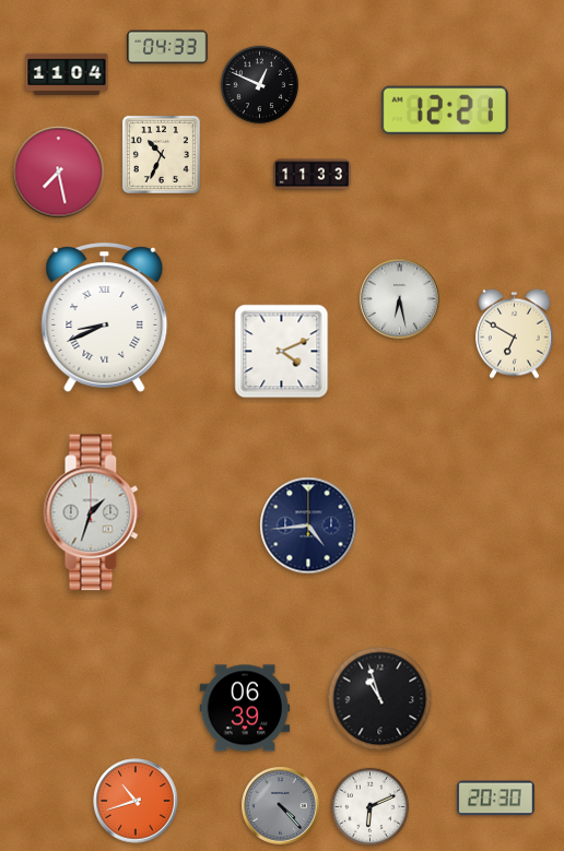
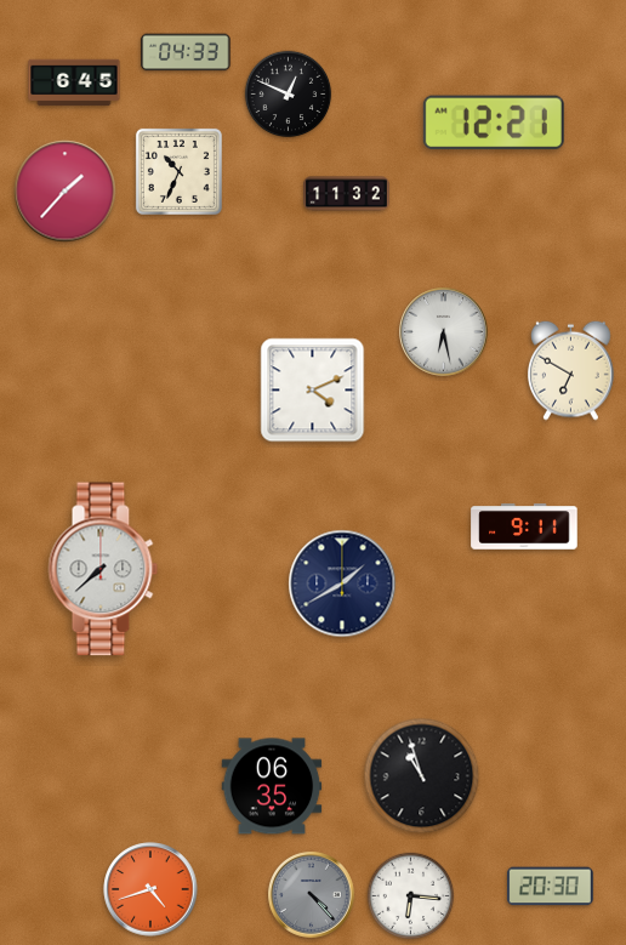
clock at (67, 74): 11:04 -> 6:45
clock at (59, 173): 7:28 -> 1:37
clock at (313, 175): 11:33 -> 11:32
clock at (105, 318): 8:41 -> none
clock at (524, 526): none -> 9:11
clock at (93, 512): 1:33 -> 7:38
clock at (308, 525): 4:44 -> 1:40
clock at (245, 708): 06:39 -> 06:35
clock at (136, 801): 10:42 -> 4:42
clock at (371, 807): 6:11 -> 6:16
